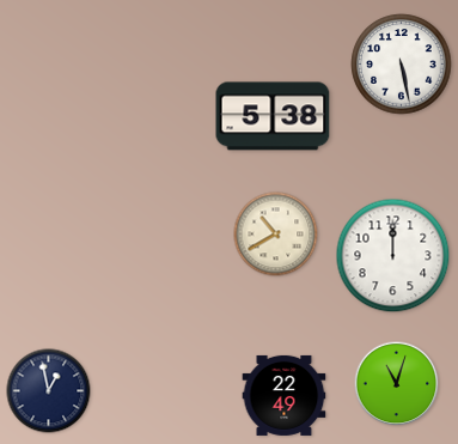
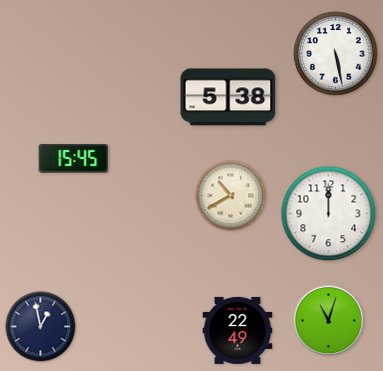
clock at (74, 159): none -> 15:45
clock at (397, 384) position: (397, 384) -> (329, 321)
